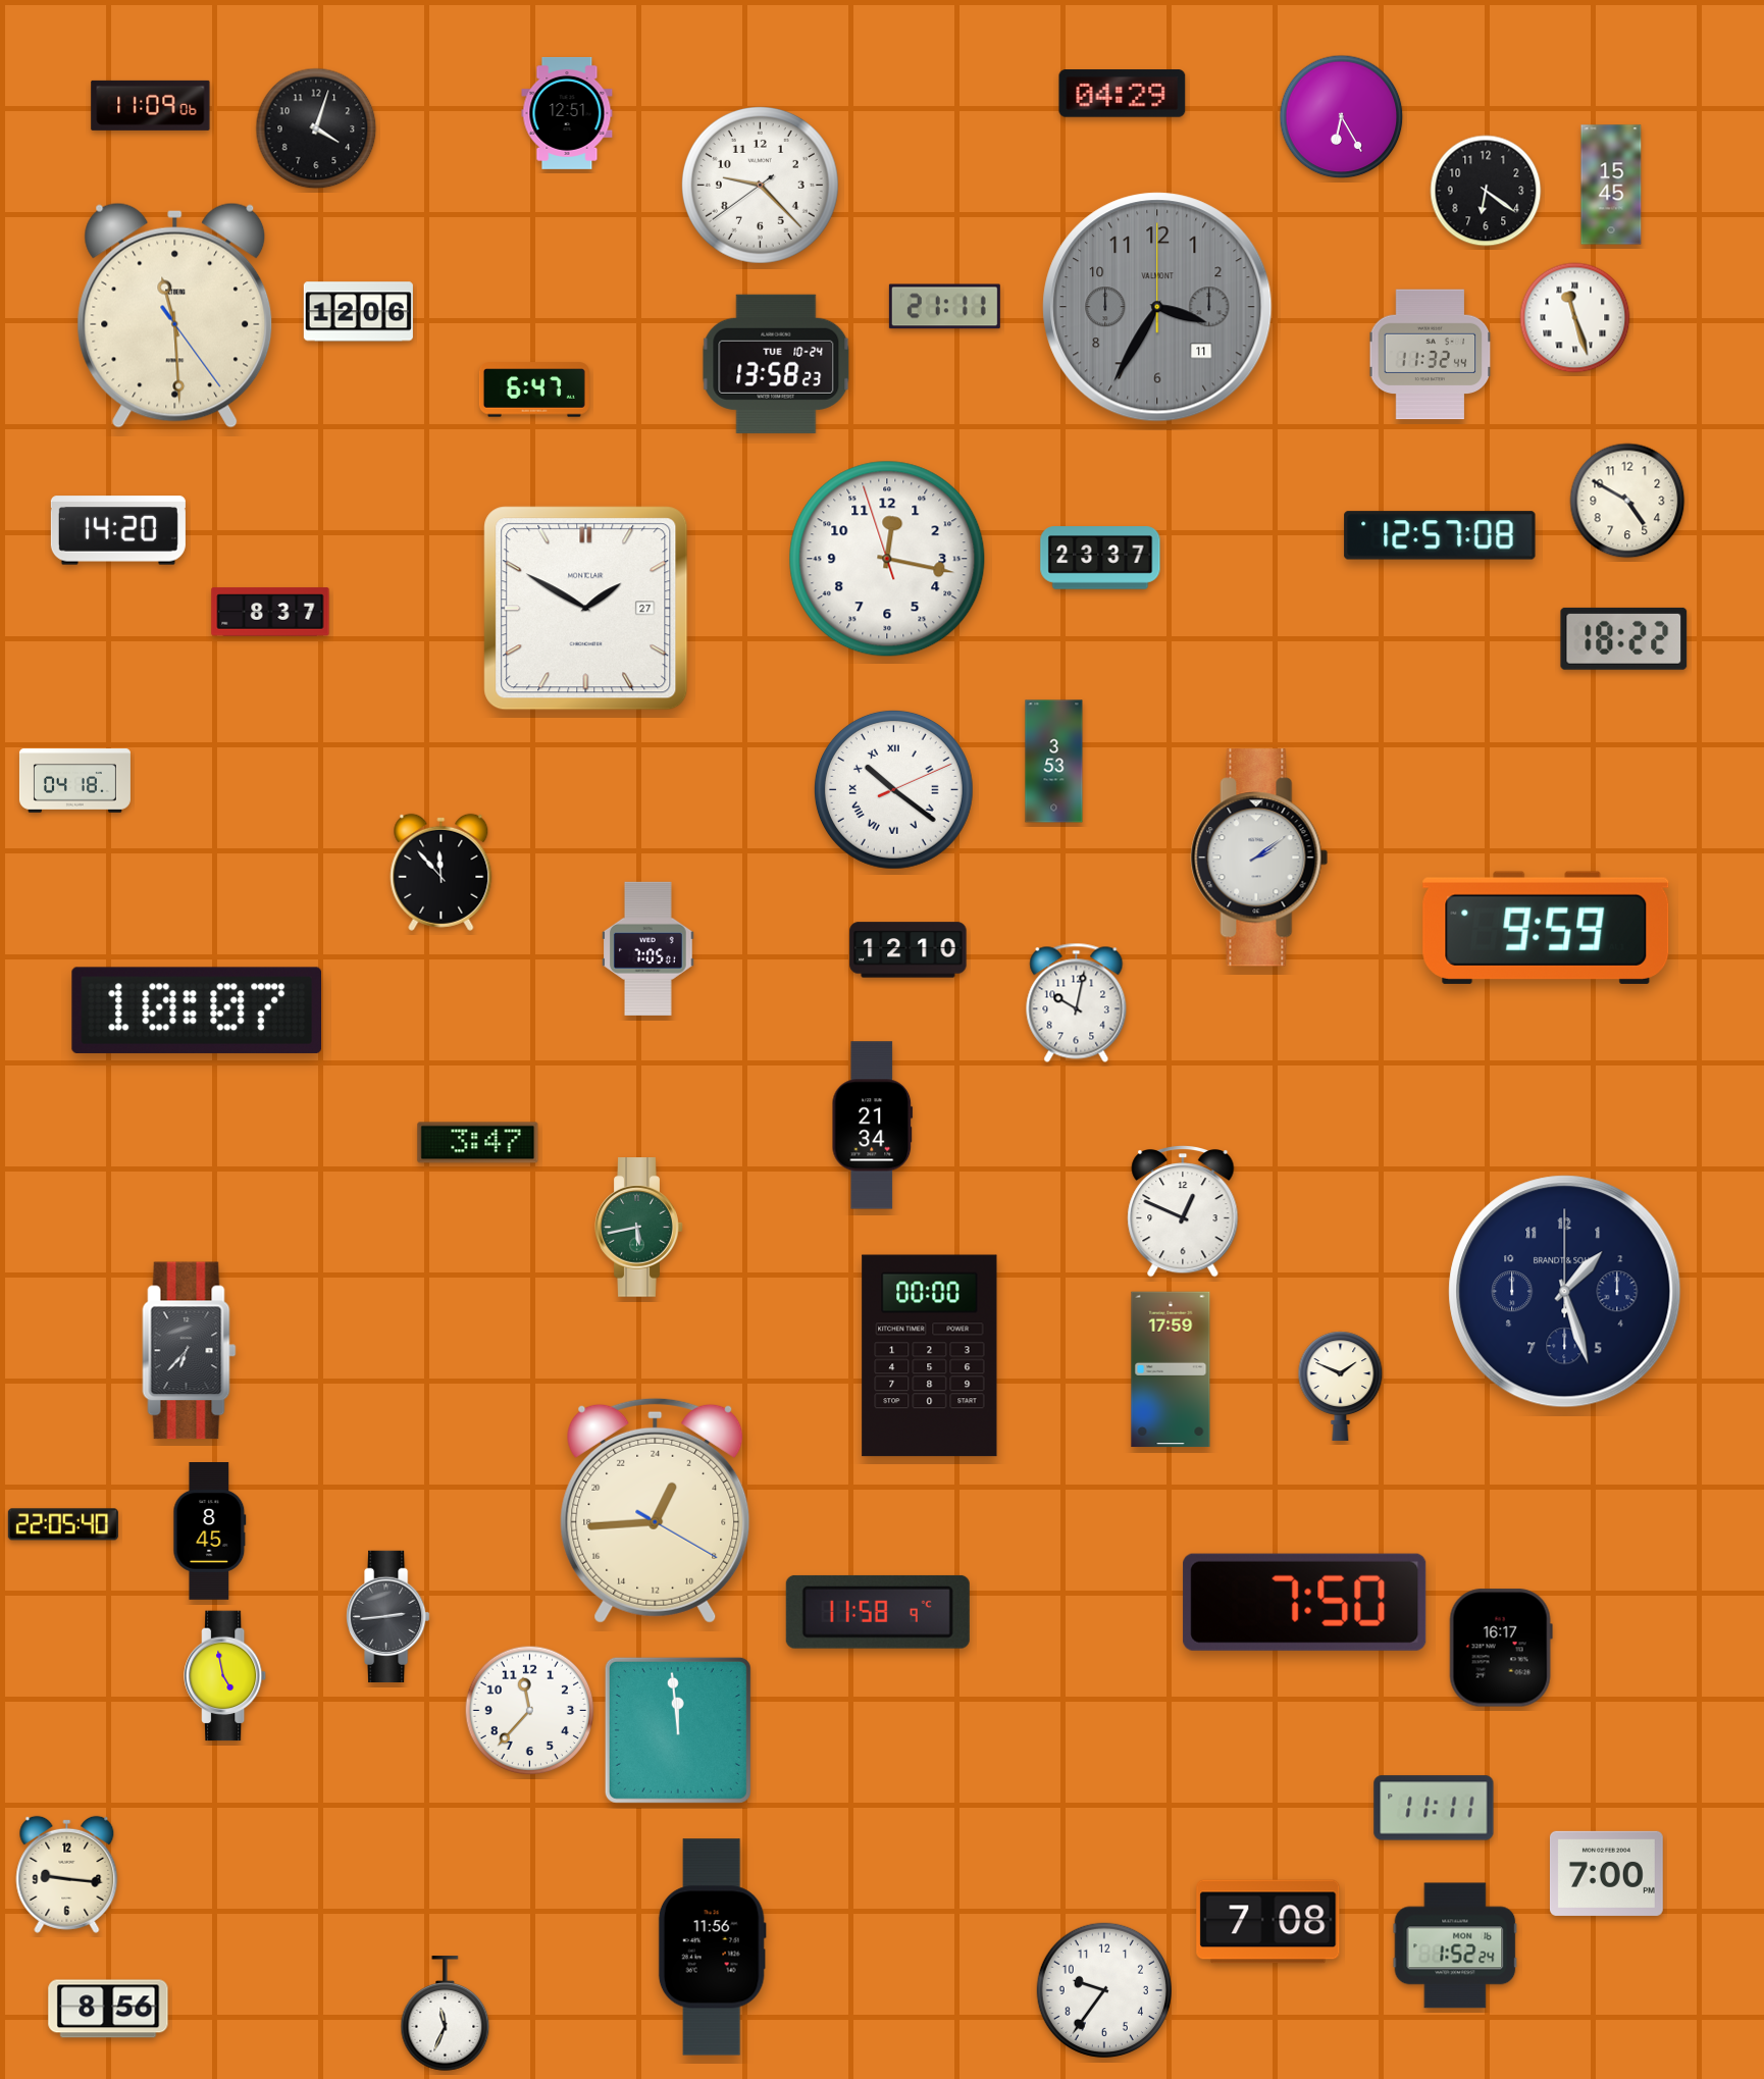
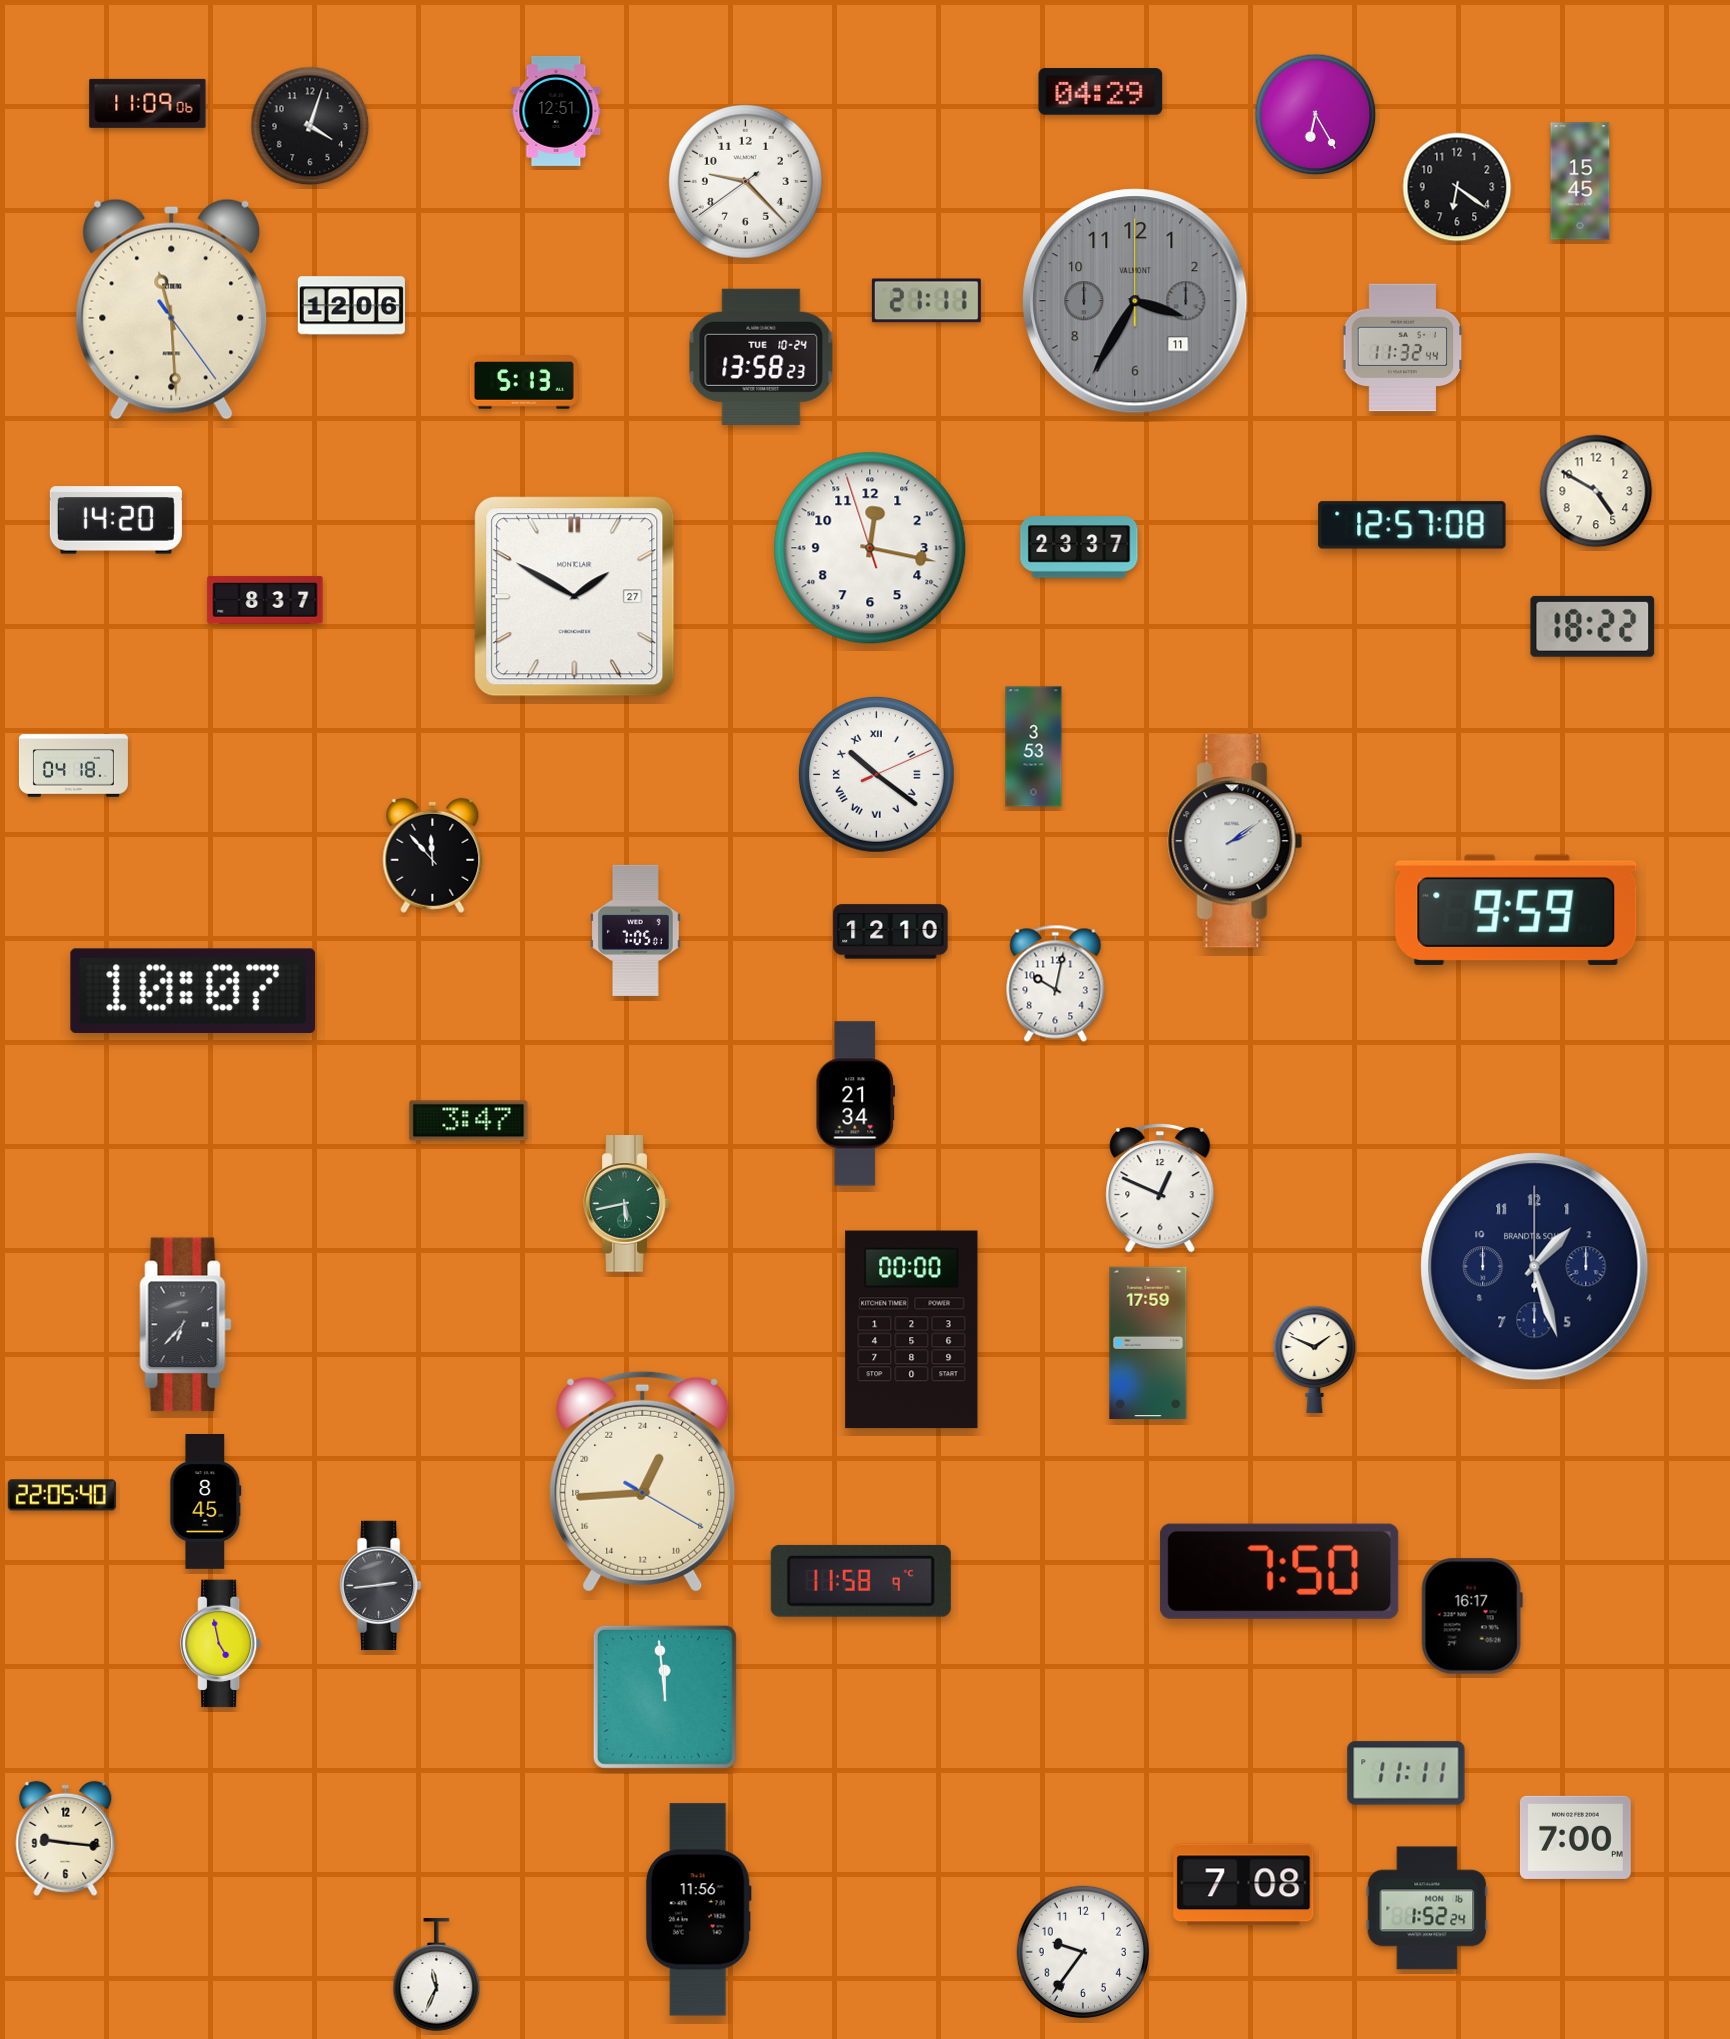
clock at (1575, 318): 11:27 -> none
clock at (534, 389): 6:47 -> 5:13
clock at (530, 1711): 11:37 -> none
clock at (108, 2009): 8:56 -> none
